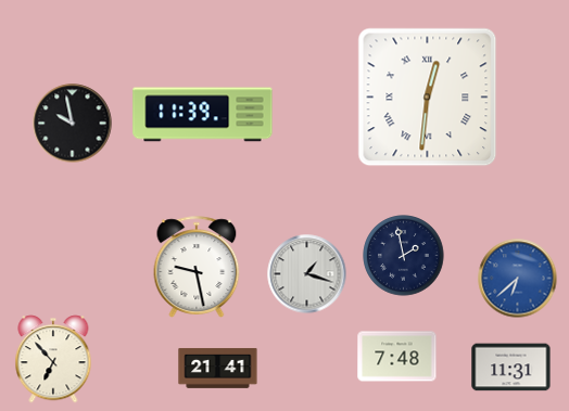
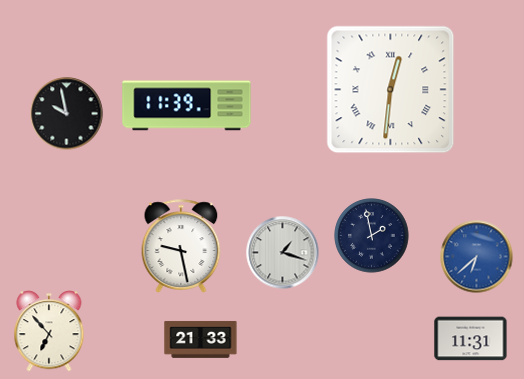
clock at (428, 98) position: (428, 98) -> (391, 90)
clock at (397, 357): 7:48 -> none
clock at (218, 368): 21:41 -> 21:33
